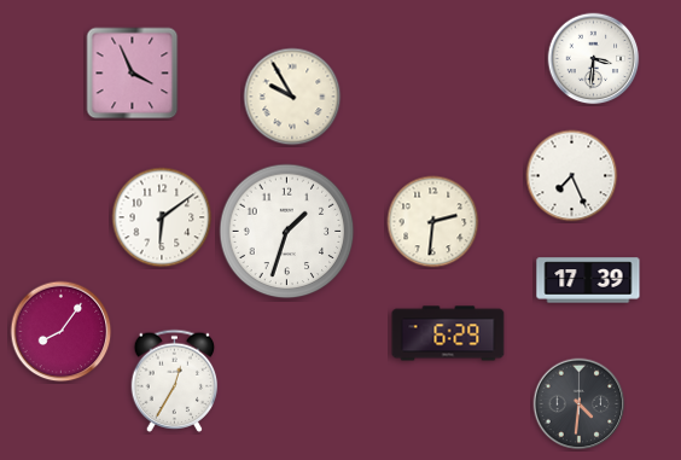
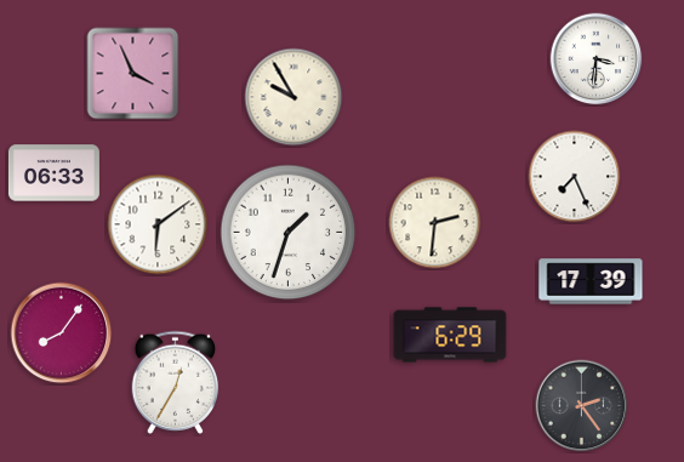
clock at (53, 173): none -> 06:33
clock at (162, 217) position: (162, 217) -> (158, 224)
clock at (580, 404): 4:31 -> 2:24
